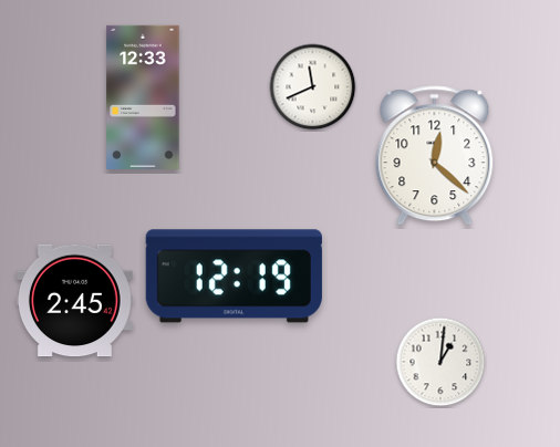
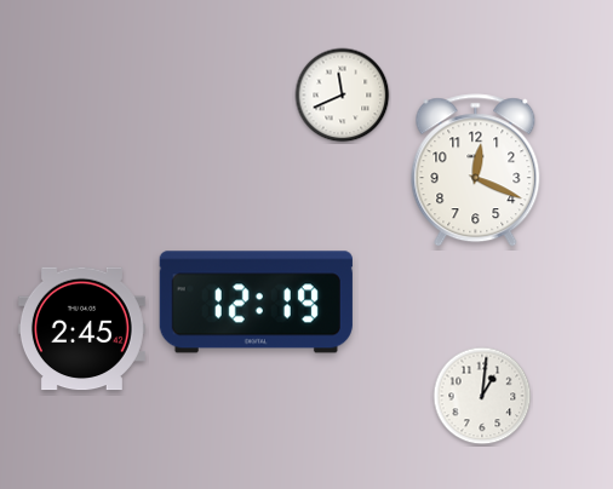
clock at (143, 97): 12:33 -> none
clock at (435, 156): 12:22 -> 12:19
